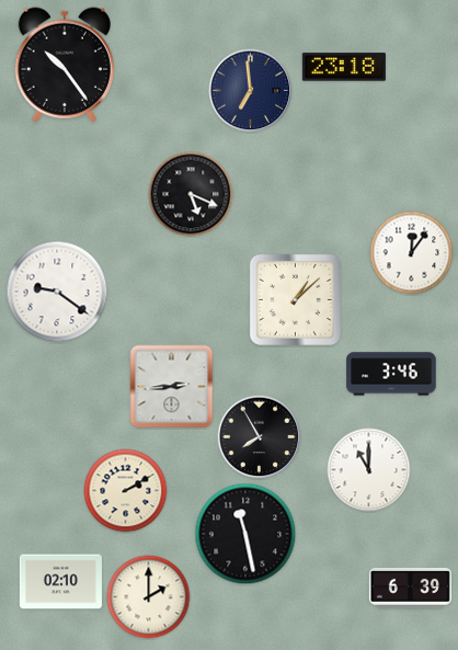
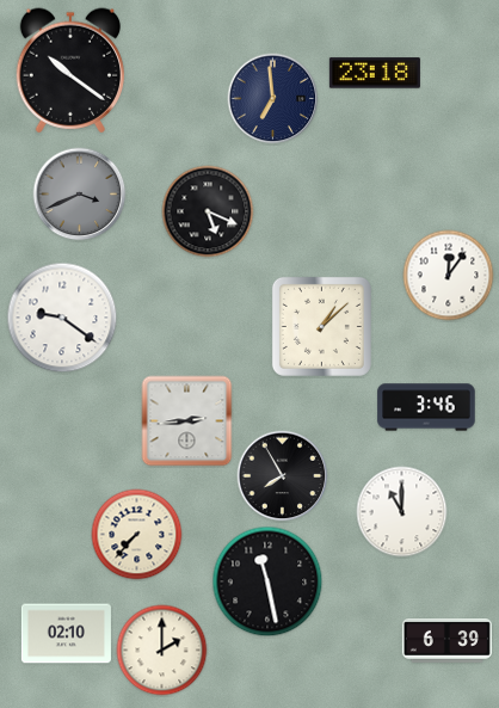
clock at (64, 65): 10:24 -> 10:21
clock at (80, 195): none -> 3:41
clock at (126, 491): 2:10 -> 7:37
